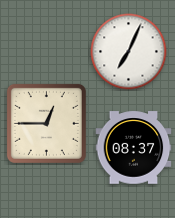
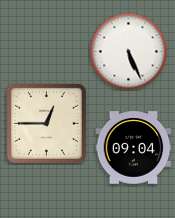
clock at (129, 52): 7:04 -> 5:26
clock at (134, 148): 08:37 -> 09:04
